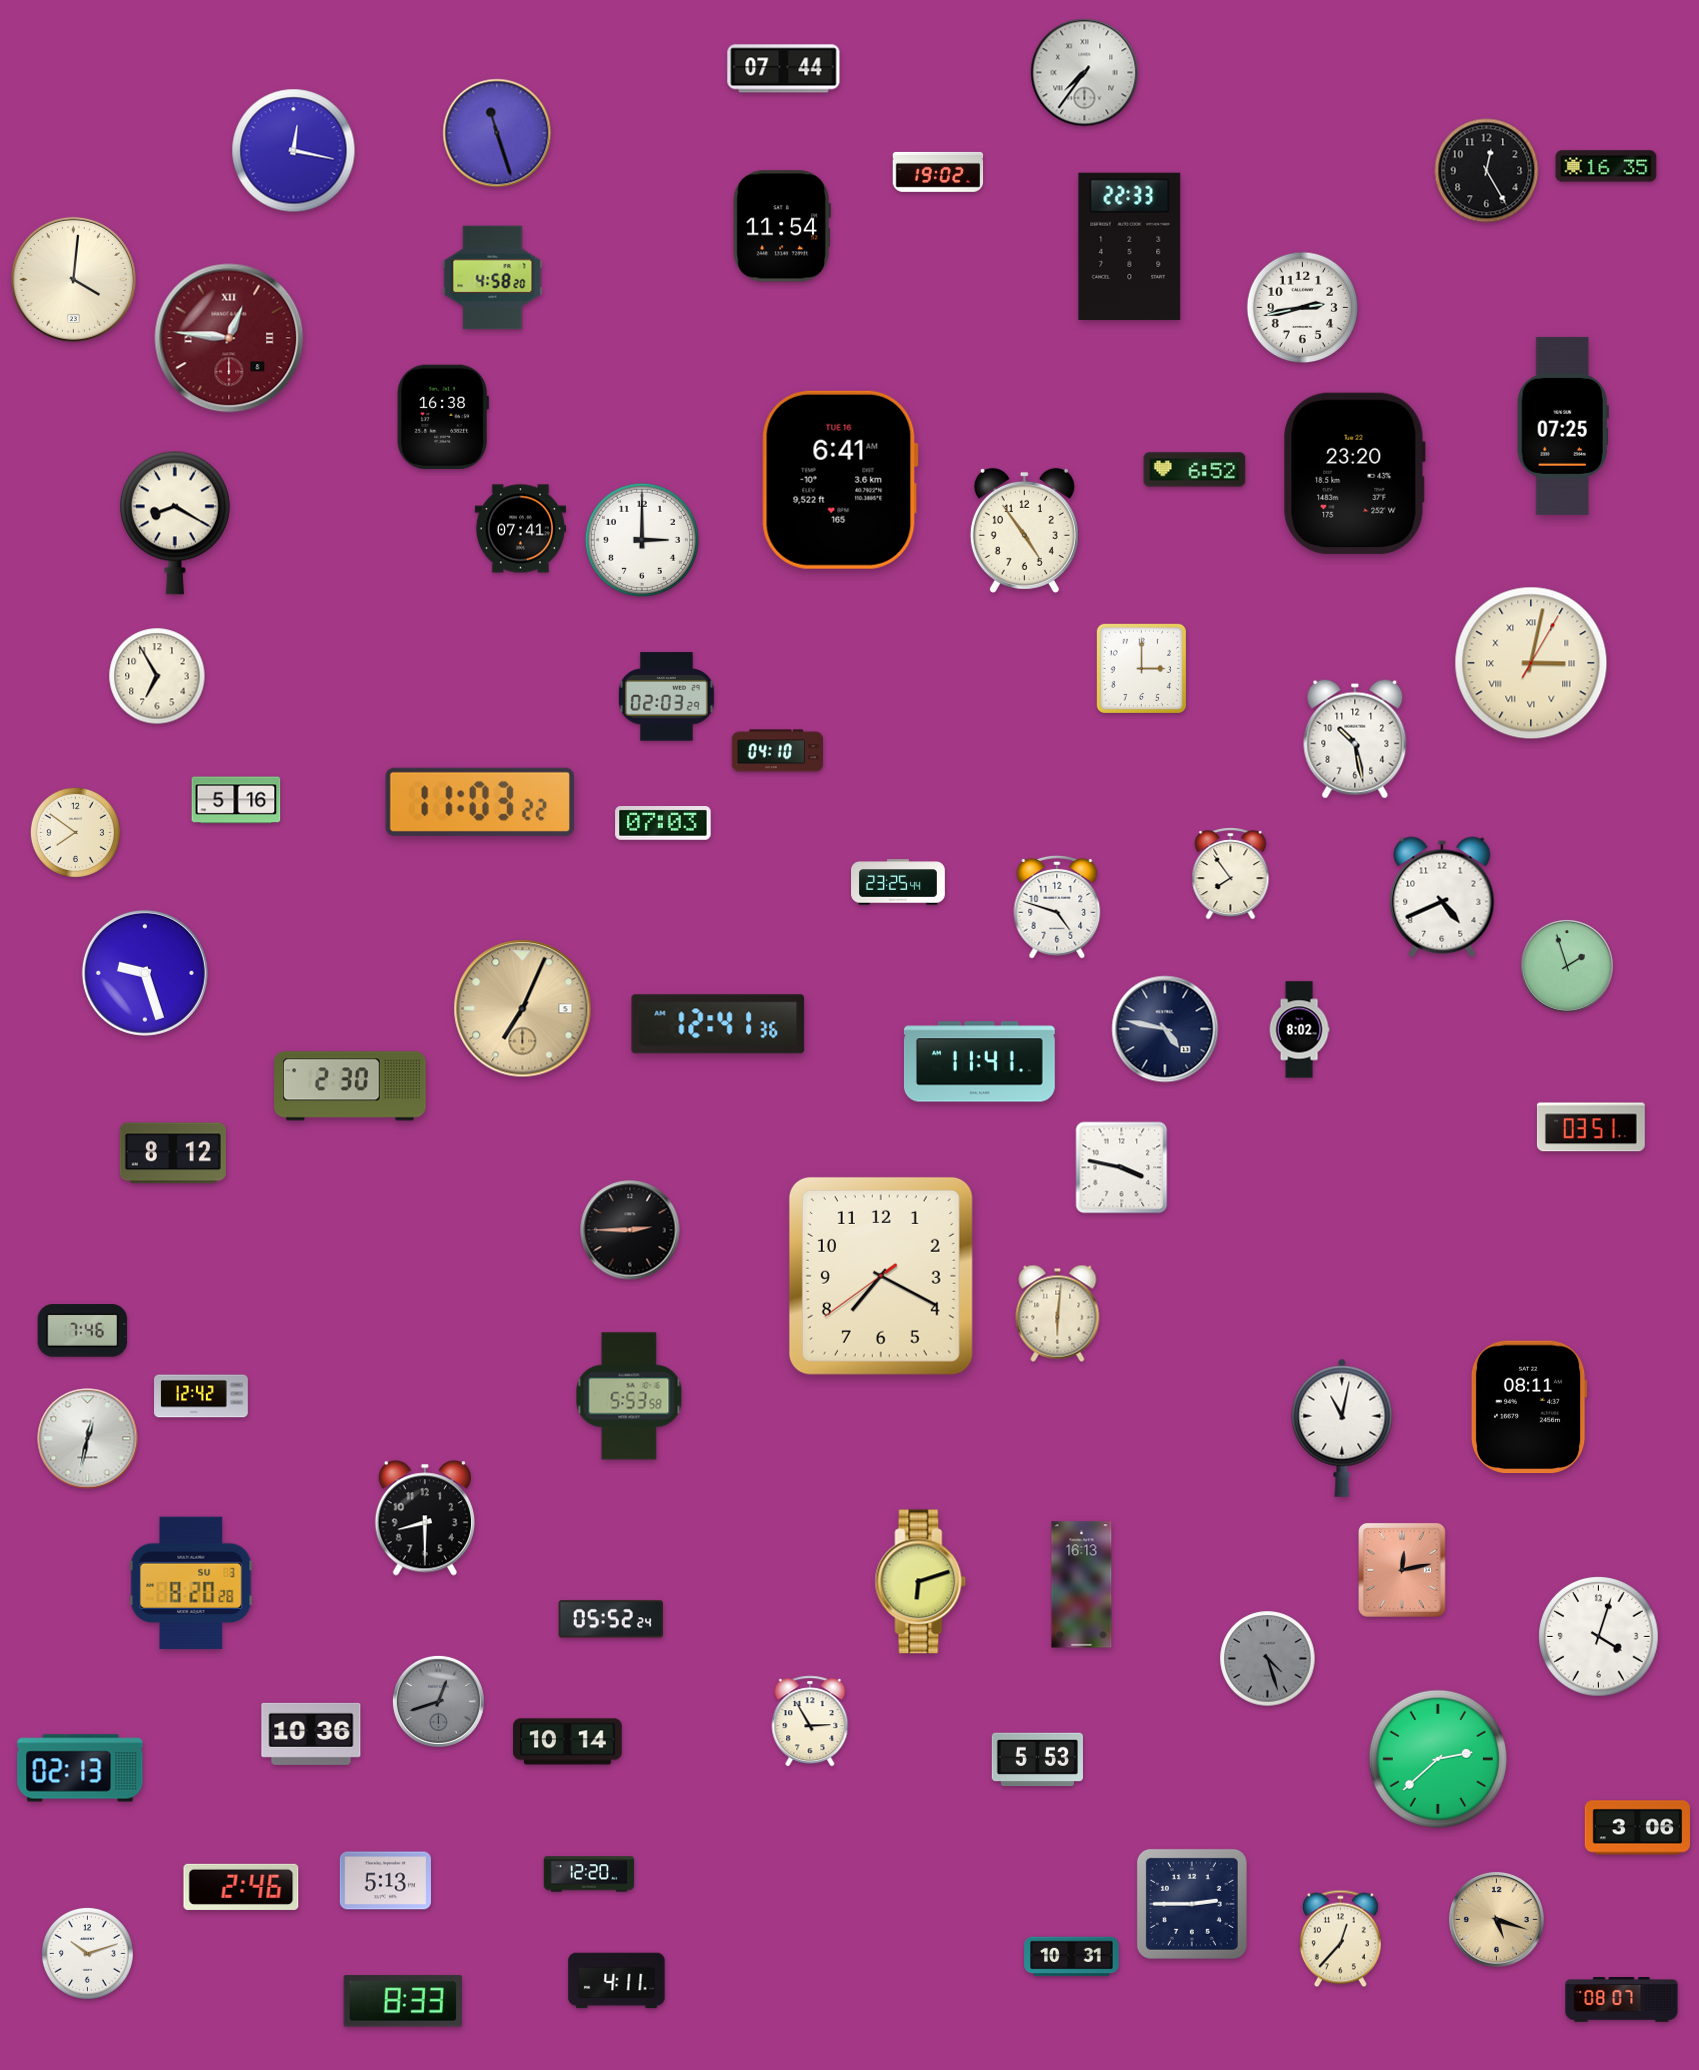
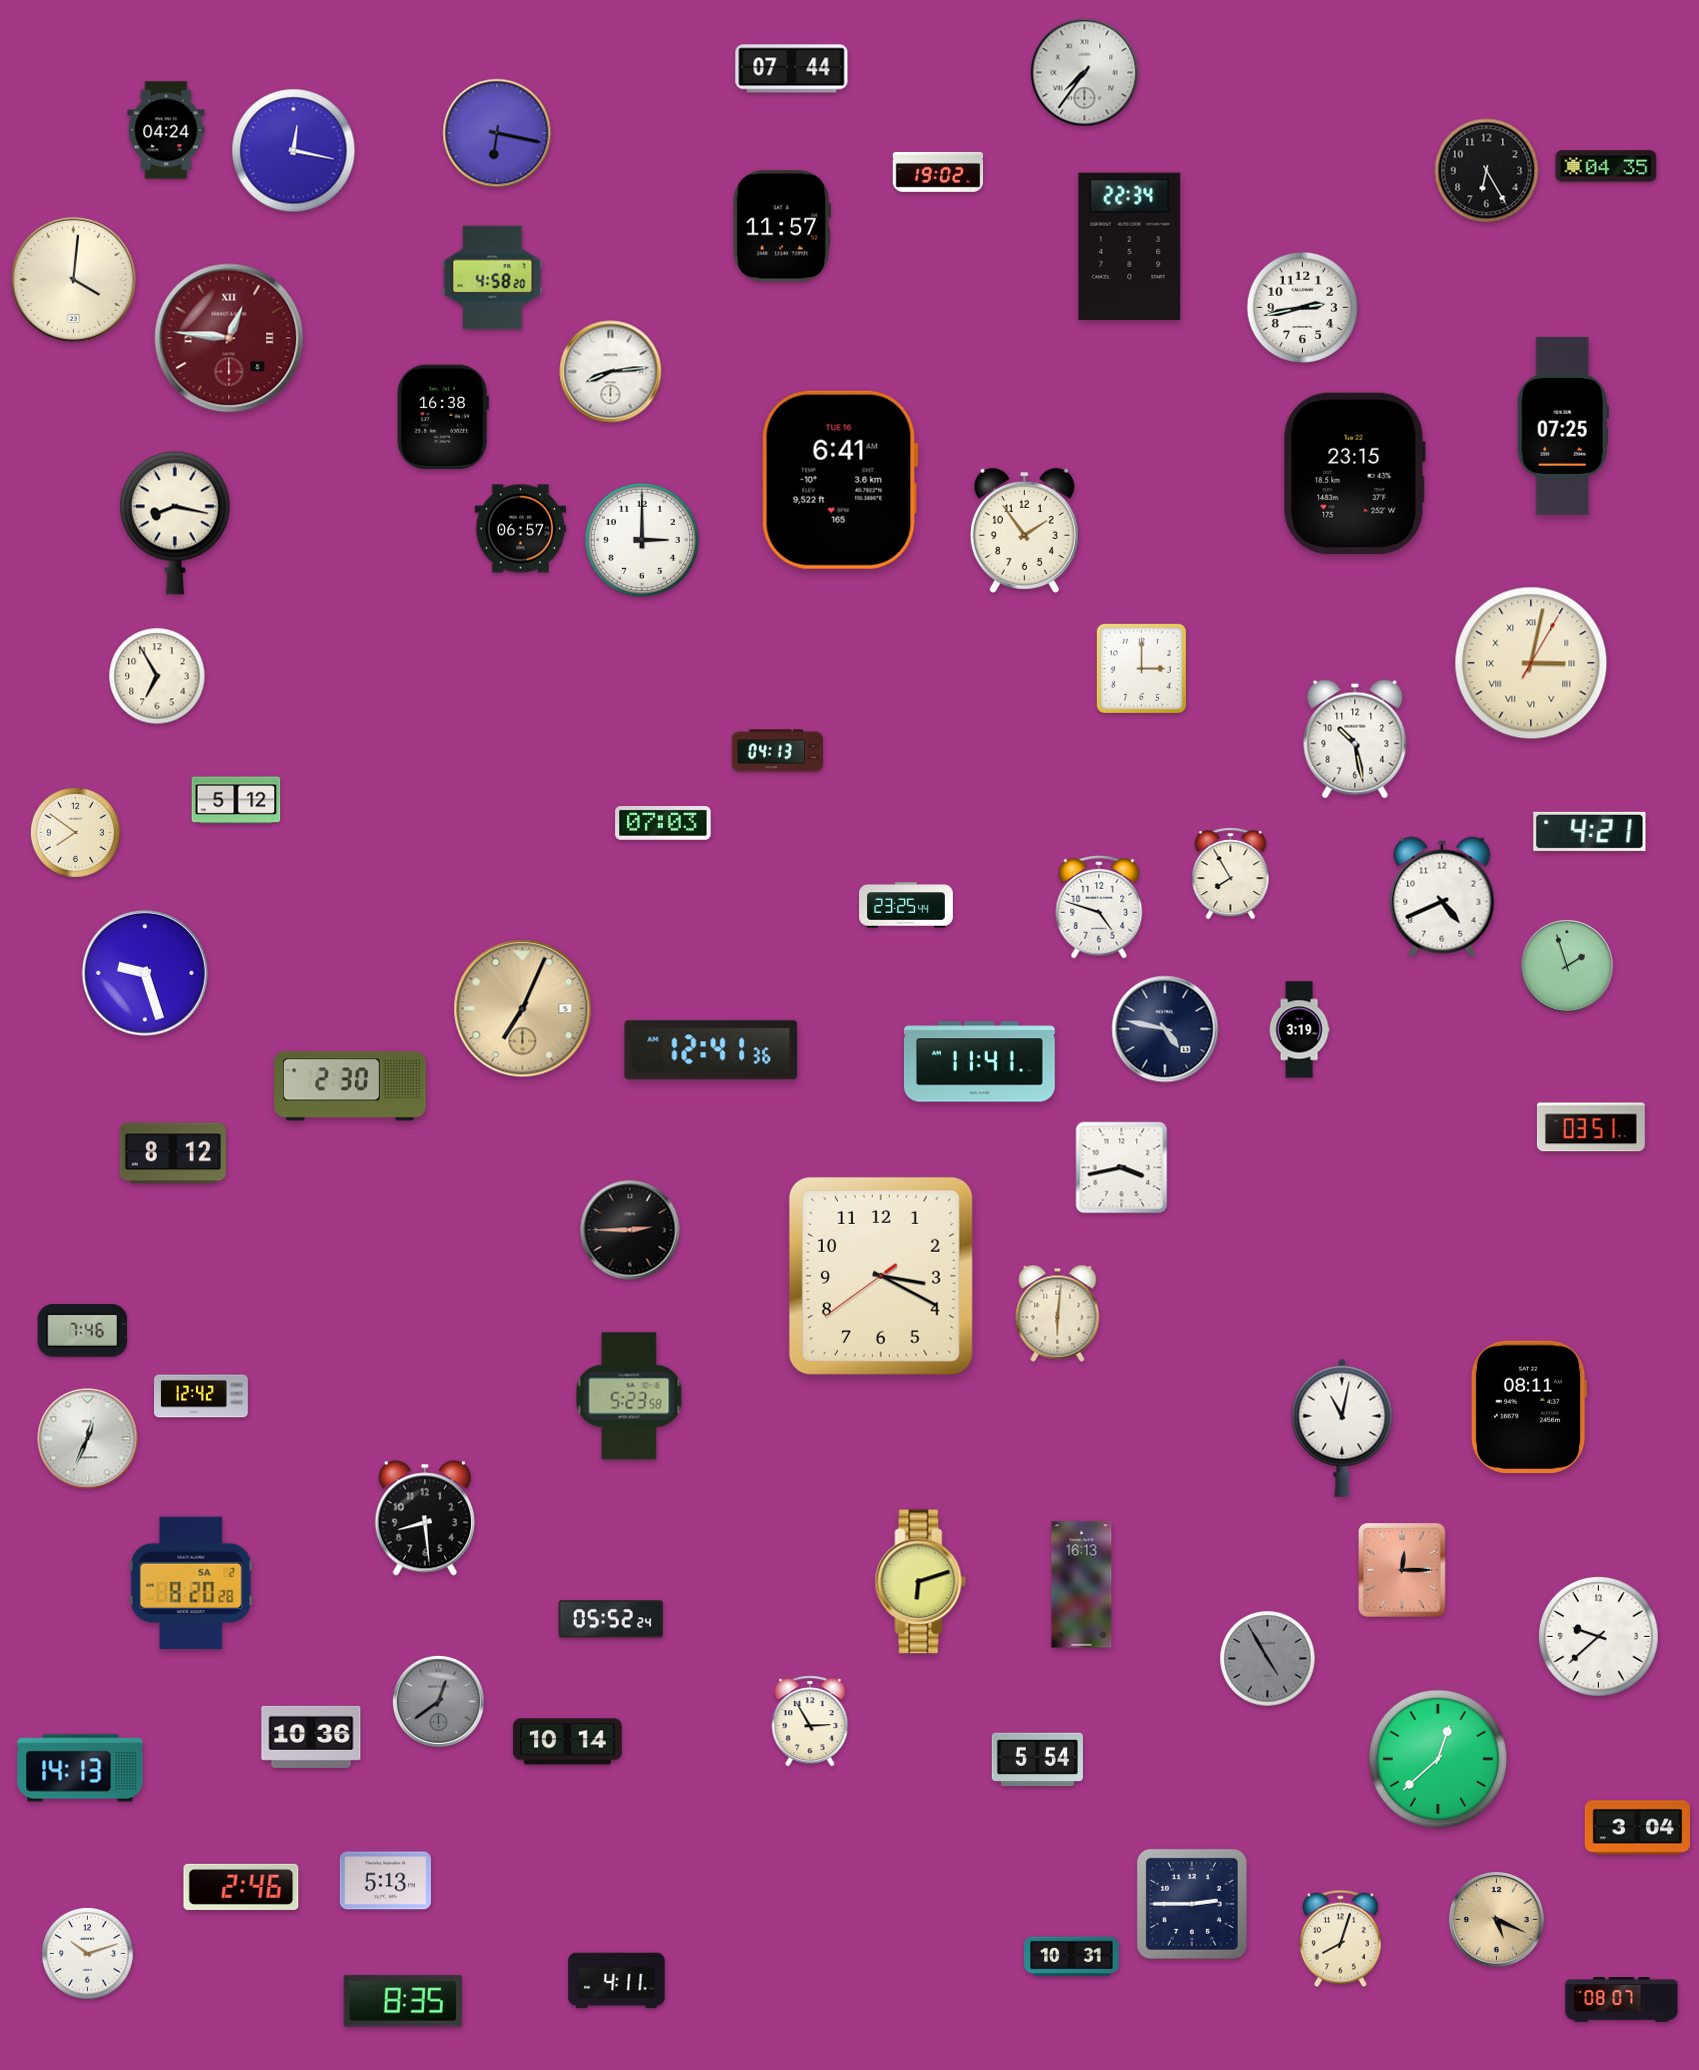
clock at (784, 69) position: (784, 69) -> (792, 69)
clock at (166, 130): none -> 04:24
clock at (497, 133): 11:27 -> 6:17
clock at (1606, 166): 16:35 -> 04:35
clock at (1487, 171): 12:25 -> 6:25
clock at (782, 226): 11:54 -> 11:57
clock at (1130, 246): 22:33 -> 22:34
clock at (611, 372): none -> 8:14
clock at (1195, 470): 6:52 -> none
clock at (1355, 473): 23:20 -> 23:15
clock at (175, 523): 8:20 -> 8:17
clock at (520, 529): 07:41 -> 06:57
clock at (1024, 530): 4:54 -> 1:54
clock at (666, 697): 02:03 -> none
clock at (777, 751): 04:10 -> 04:13
clock at (236, 800): 5:16 -> 5:12
clock at (479, 802): 11:03 -> none
clock at (1590, 831): none -> 4:21
clock at (1231, 874): 7:54 -> 7:55
clock at (898, 882) position: (898, 882) -> (906, 905)
clock at (1057, 907) position: (1057, 907) -> (1099, 907)
clock at (718, 1024) position: (718, 1024) -> (711, 1050)
clock at (1299, 1030): 8:02 -> 3:19
clock at (1122, 1168): 3:47 -> 3:43
clock at (881, 1276): 7:19 -> 3:19
clock at (629, 1396): 5:53 -> 5:23
clock at (88, 1439): 12:32 -> 12:34
clock at (425, 1518): 8:30 -> 8:29
clock at (1403, 1571): 12:13 -> 12:15
clock at (191, 1583) date: SU 3 -> SA 2
clock at (1599, 1637): 4:03 -> 9:38
clock at (1268, 1659): 4:27 -> 4:55
clock at (438, 1701): 12:42 -> 12:39
clock at (311, 1734) position: (311, 1734) -> (311, 1737)
clock at (1438, 1759): 2:38 -> 12:38
clock at (1037, 1760): 5:53 -> 5:54
clock at (80, 1768): 02:13 -> 14:13
clock at (1637, 1828): 3:06 -> 3:04
clock at (589, 1874): 12:20 -> none
clock at (1497, 1920): 5:18 -> 5:19
clock at (1340, 1939): 12:37 -> 8:03
clock at (403, 2001): 8:33 -> 8:35
